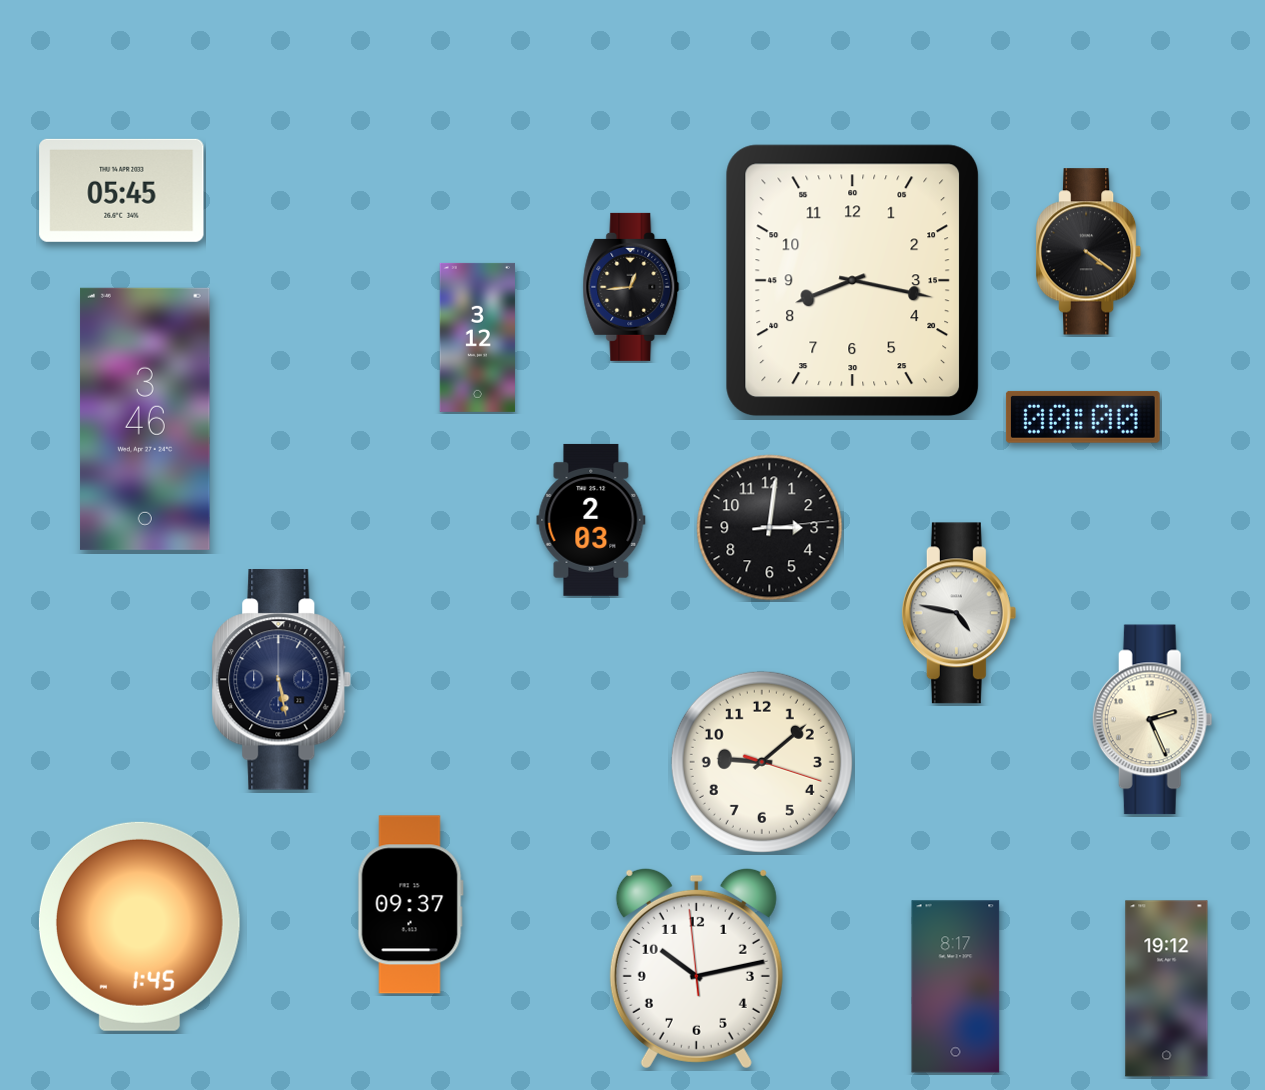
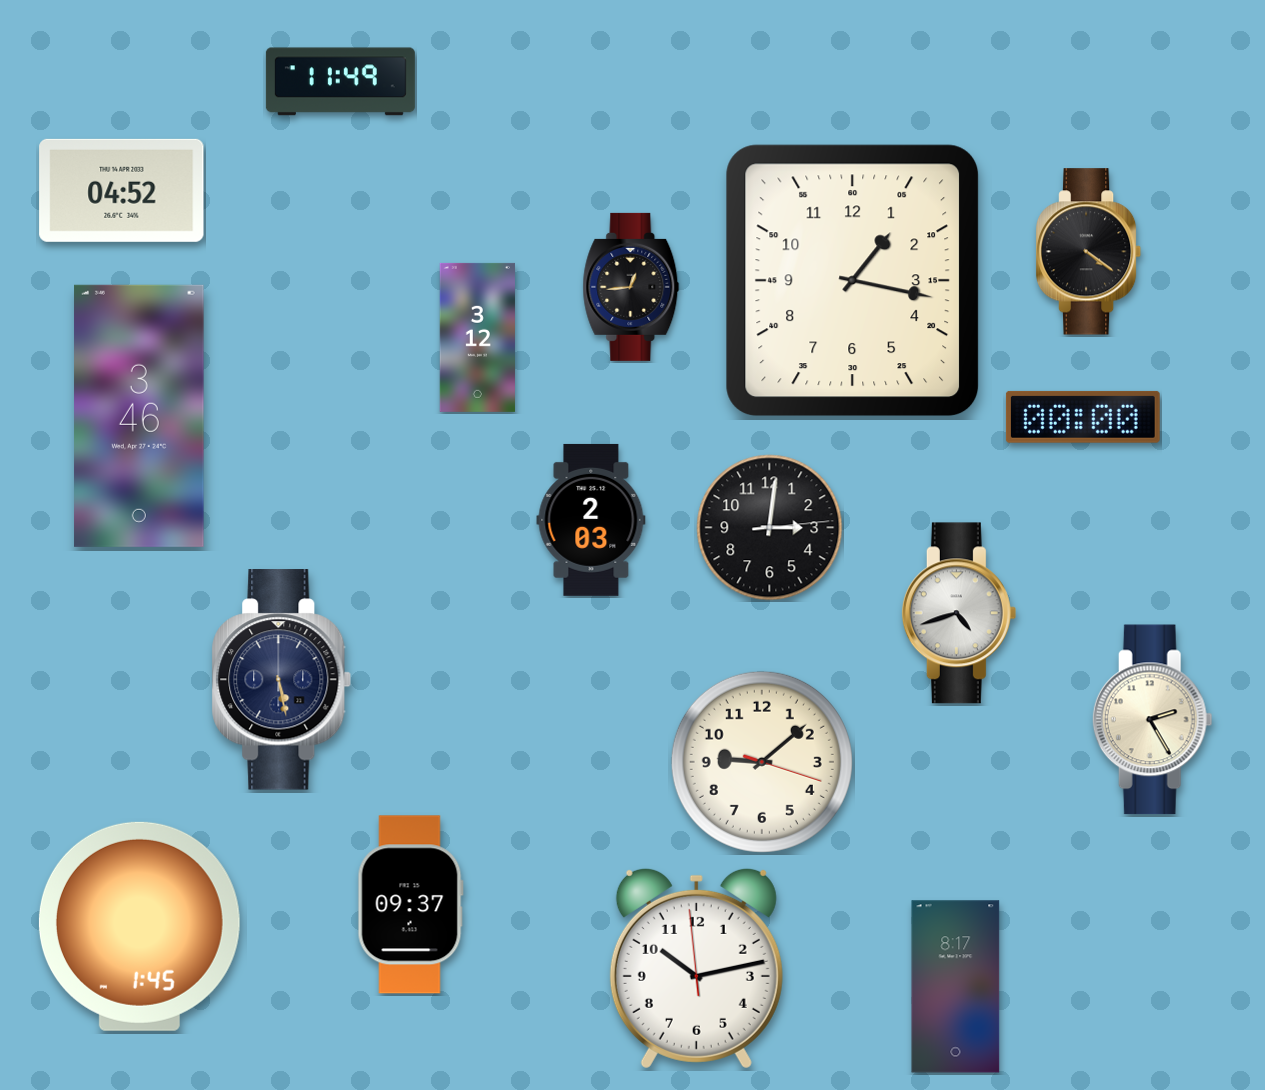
clock at (340, 82): none -> 11:49
clock at (122, 190): 05:45 -> 04:52
clock at (853, 281): 8:17 -> 1:17
clock at (145, 419) position: (145, 419) -> (139, 416)
clock at (959, 613): 4:47 -> 4:42
clock at (1152, 720): 2:26 -> 2:25
clock at (1167, 989): 19:12 -> none
